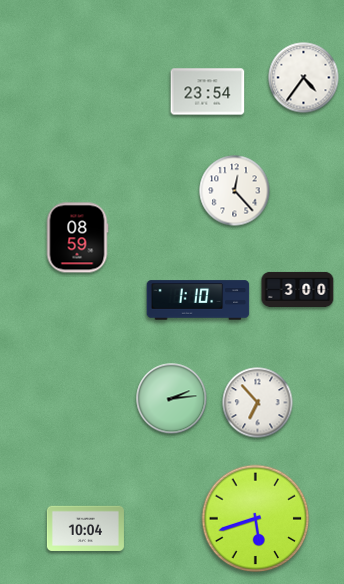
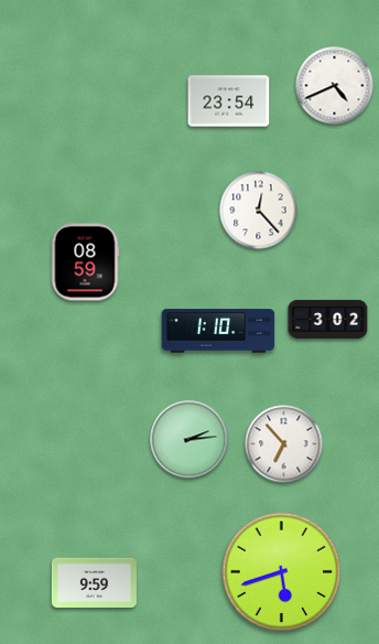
clock at (304, 78): 4:36 -> 4:41
clock at (298, 289): 3:00 -> 3:02
clock at (85, 528): 10:04 -> 9:59
